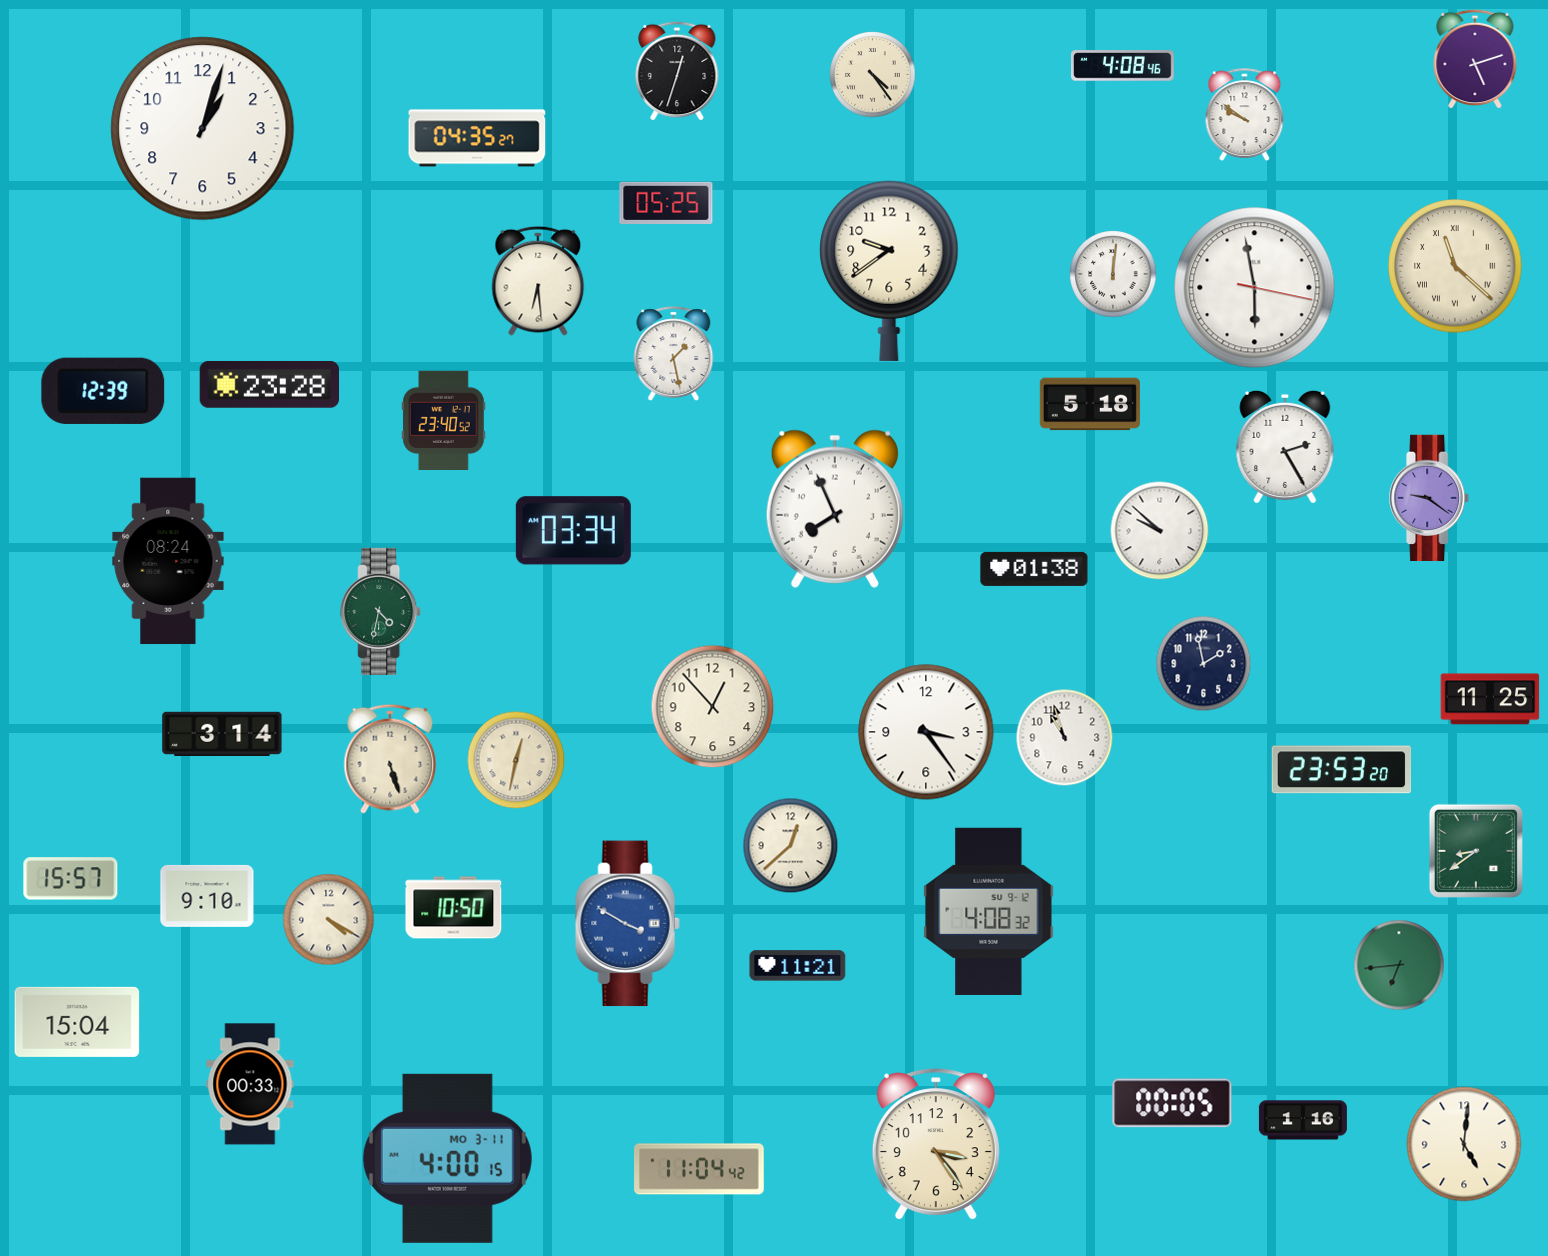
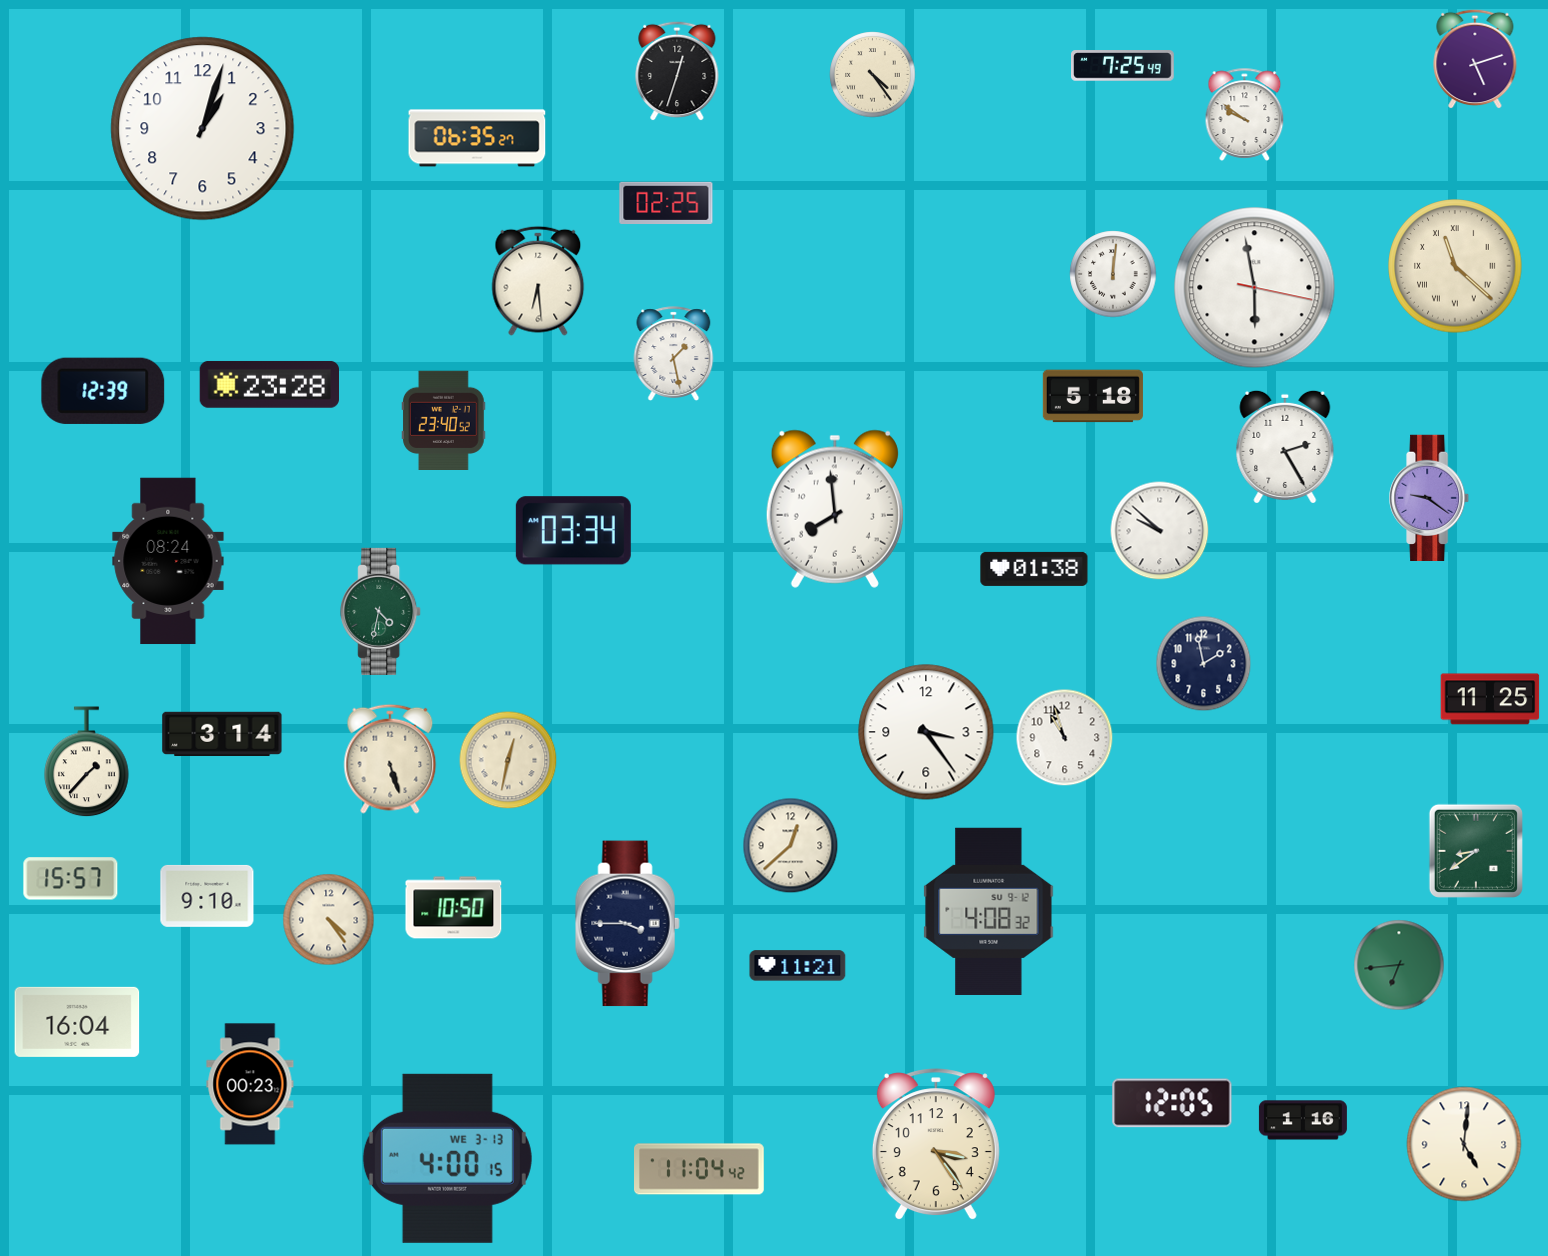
clock at (1123, 66): 4:08 -> 7:25
clock at (477, 138): 04:35 -> 06:35
clock at (666, 202): 05:25 -> 02:25
clock at (889, 271): 9:39 -> none
clock at (1090, 404) position: (1090, 404) -> (1093, 396)
clock at (835, 509): 7:56 -> 7:59
clock at (713, 707): 12:53 -> none
clock at (516, 760) position: (516, 760) -> (508, 760)
clock at (87, 762): none -> 1:37
clock at (1342, 770): 23:53 -> none
clock at (329, 920): 4:20 -> 4:24
clock at (627, 924): 3:50 -> 3:45
clock at (627, 924) dial: blue -> navy
clock at (77, 1022): 15:04 -> 16:04
clock at (250, 1084): 00:33 -> 00:23
clock at (1172, 1103): 00:05 -> 12:05
clock at (447, 1158) date: MO 3-11 -> WE 3-13
